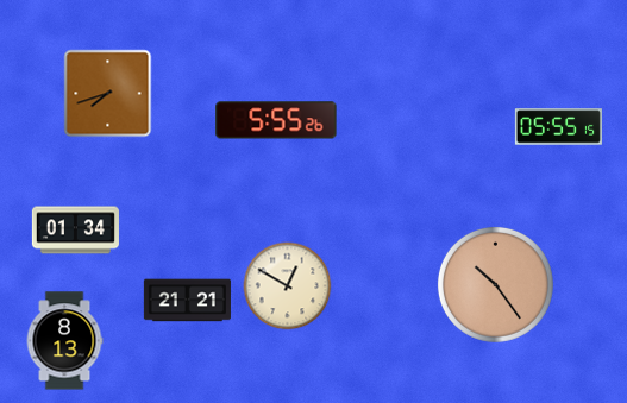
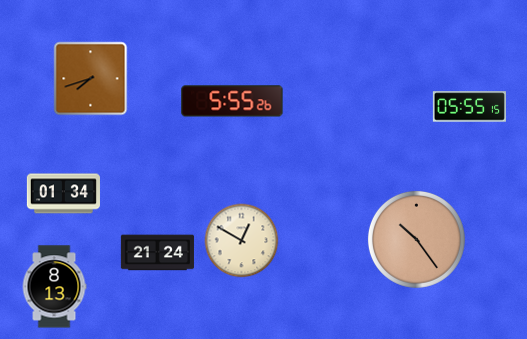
clock at (187, 301): 21:21 -> 21:24
